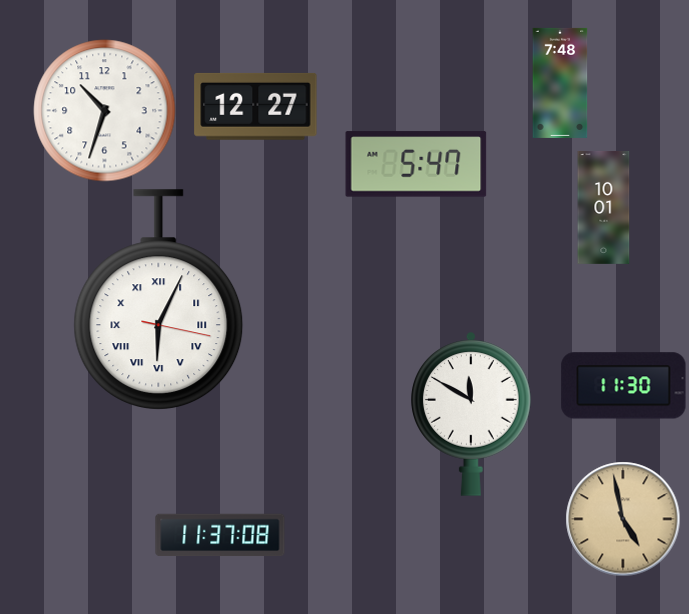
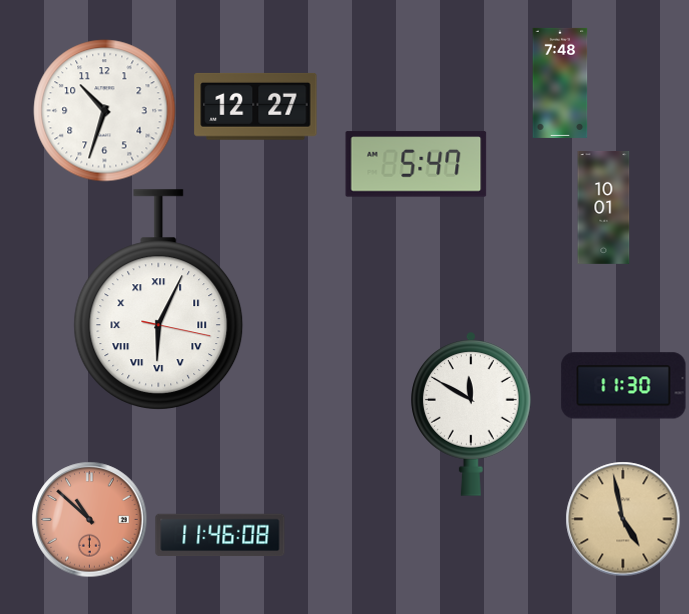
clock at (90, 520): none -> 10:52
clock at (220, 535): 11:37 -> 11:46
